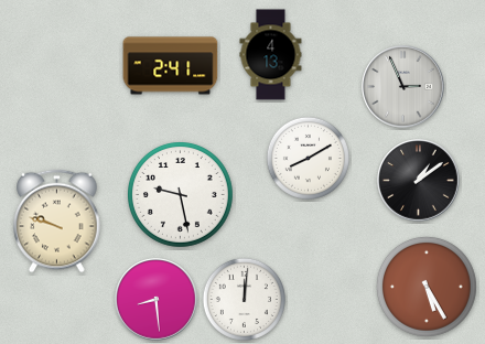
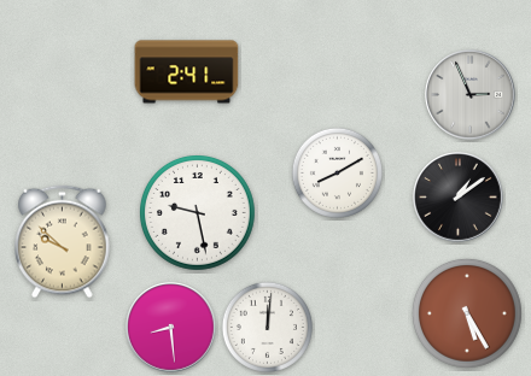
clock at (271, 55): 4:13 -> none
clock at (403, 87) position: (403, 87) -> (471, 95)
clock at (57, 222): 9:48 -> 9:52
